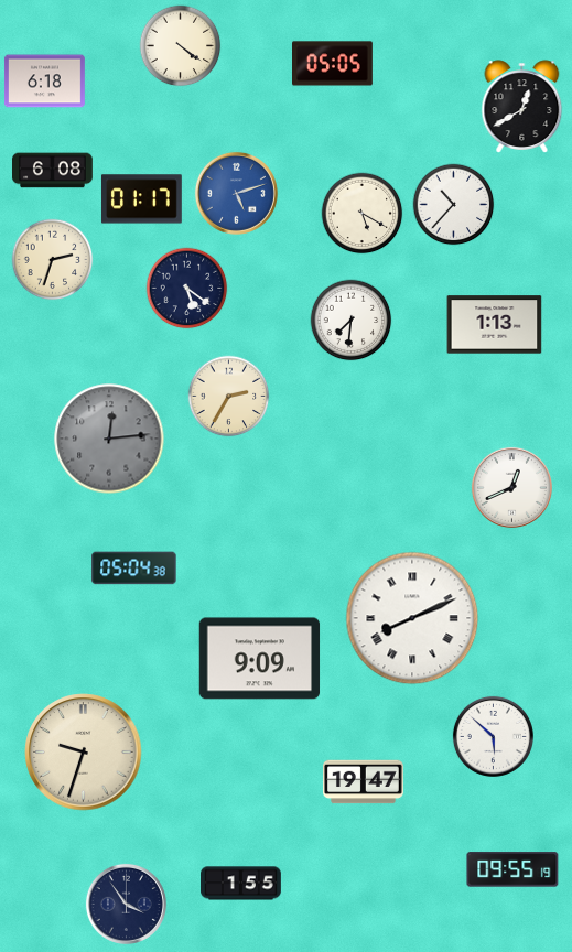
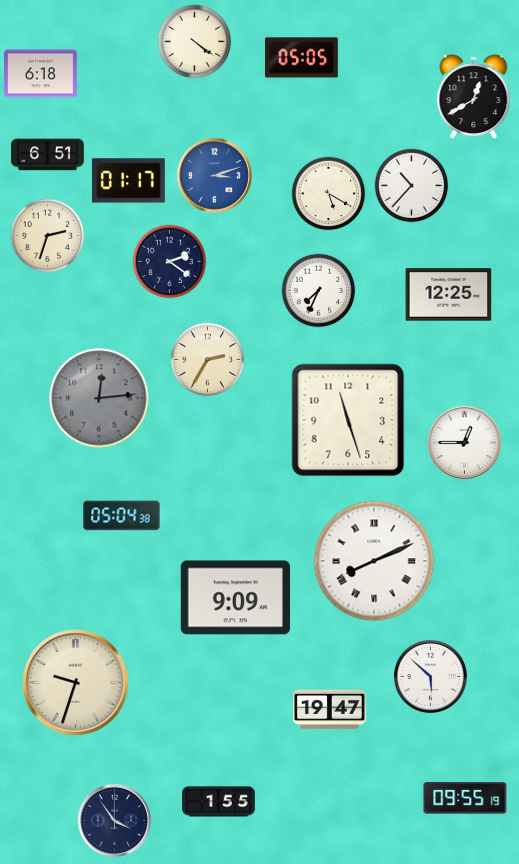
clock at (181, 46) position: (181, 46) -> (195, 42)
clock at (53, 171): 6:08 -> 6:51
clock at (236, 193): 5:12 -> 3:12
clock at (187, 289): 5:21 -> 2:21
clock at (352, 321): 7:31 -> 7:34
clock at (495, 325): 1:13 -> 12:25
clock at (348, 420): none -> 11:27
clock at (511, 487): 12:41 -> 12:45
clock at (493, 736) position: (493, 736) -> (430, 676)
clock at (512, 869) position: (512, 869) -> (465, 798)
